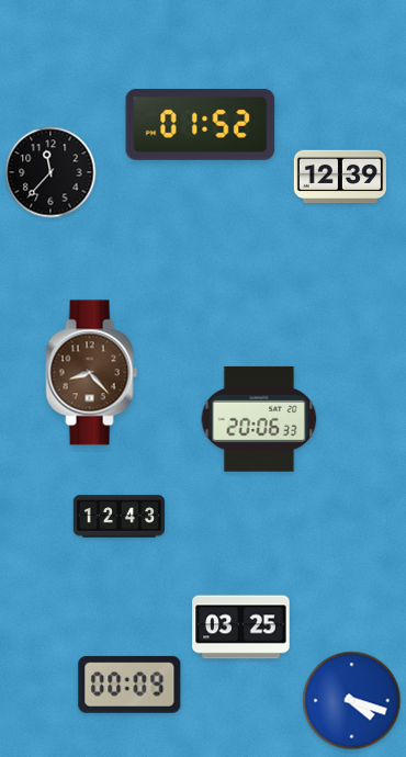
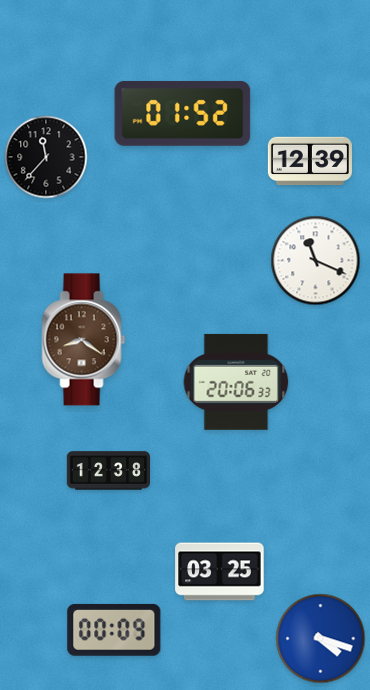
clock at (316, 261): none -> 11:19
clock at (92, 373): 8:23 -> 8:21
clock at (119, 517): 12:43 -> 12:38
clock at (129, 685) position: (129, 685) -> (114, 630)
